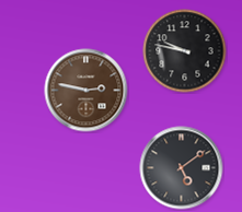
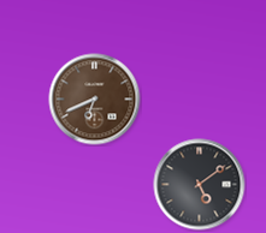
clock at (185, 51): 9:47 -> none
clock at (87, 91): 2:47 -> 6:41
